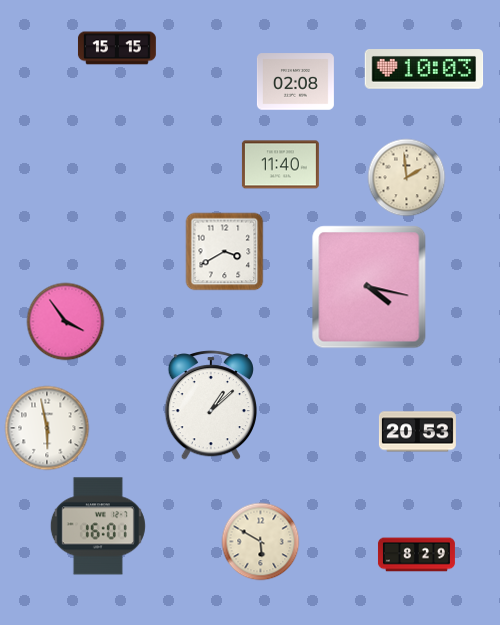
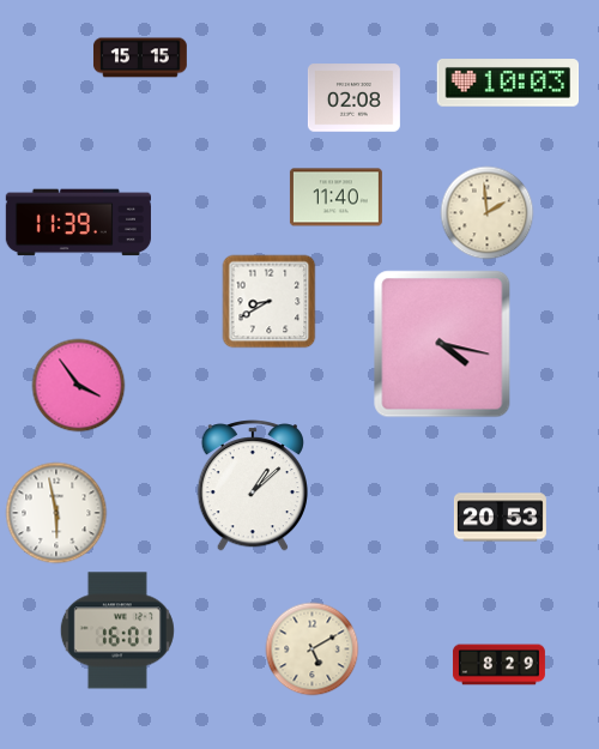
clock at (78, 223): none -> 11:39
clock at (224, 251): 3:40 -> 8:40
clock at (260, 541): 5:50 -> 5:10
